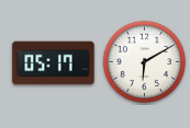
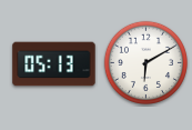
clock at (54, 63): 05:17 -> 05:13
